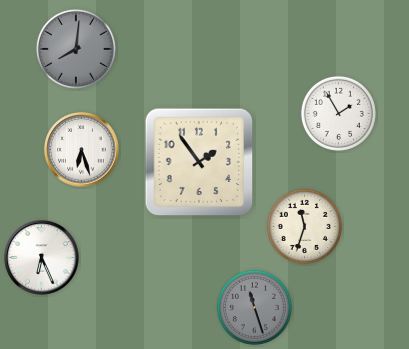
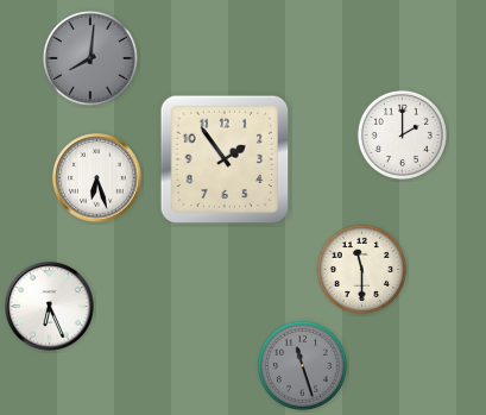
clock at (338, 113): 1:55 -> 2:00
clock at (199, 162) position: (199, 162) -> (225, 159)
clock at (304, 226): 11:33 -> 11:30
